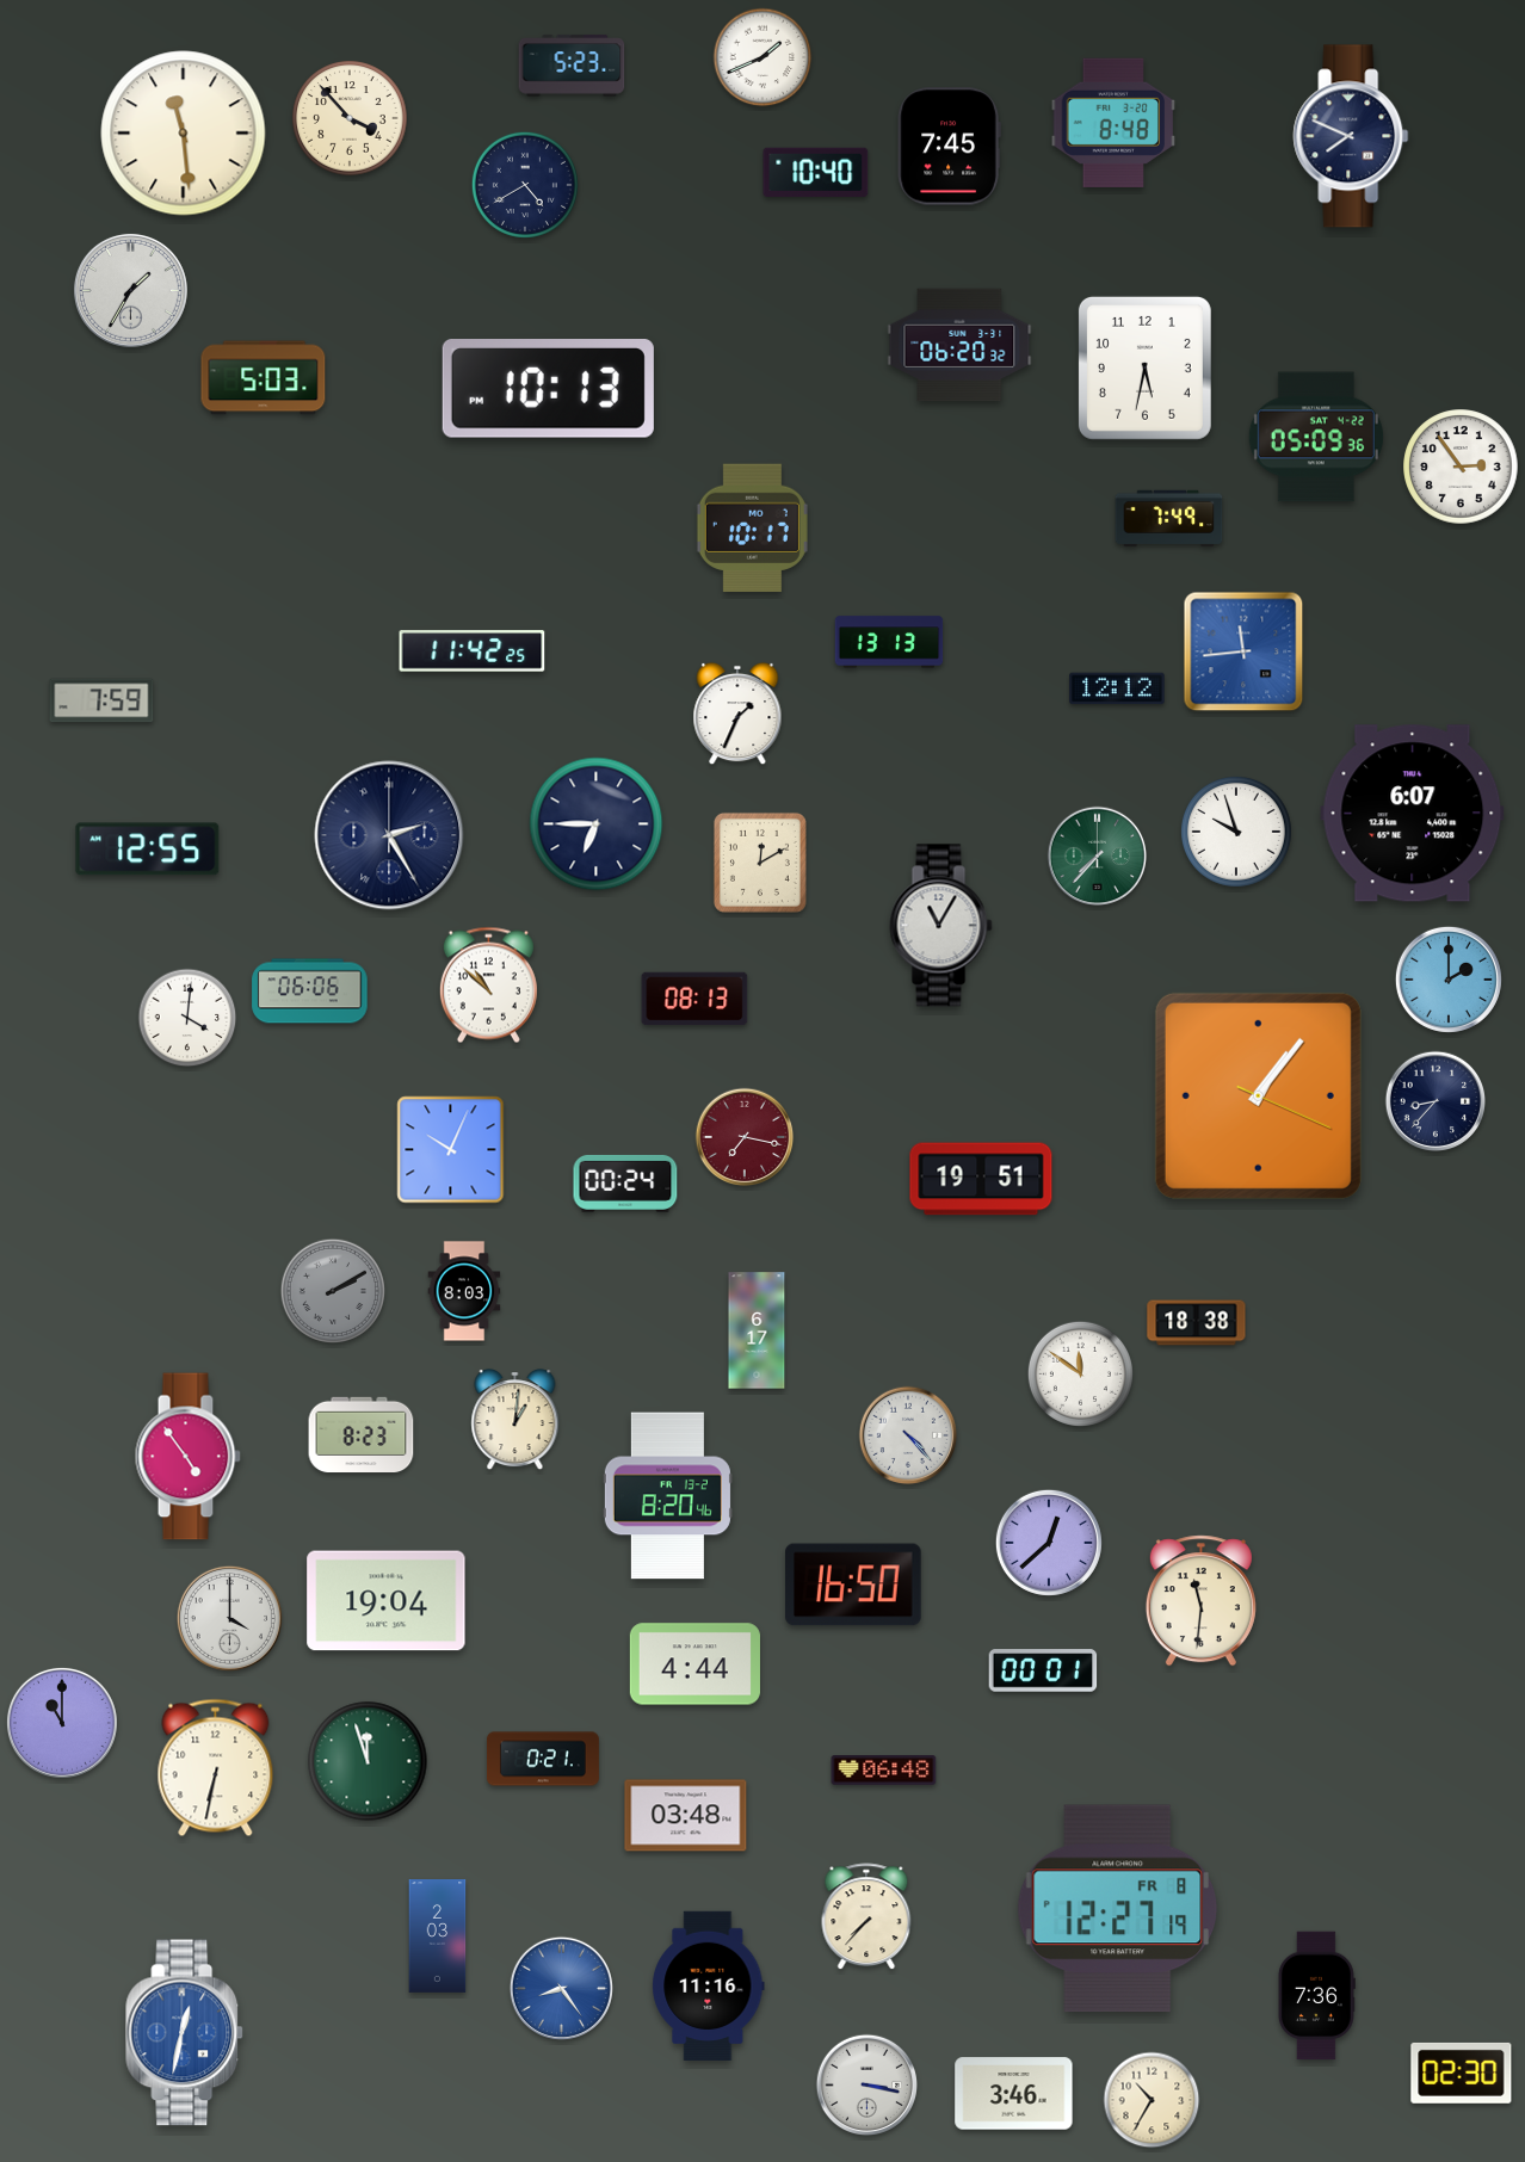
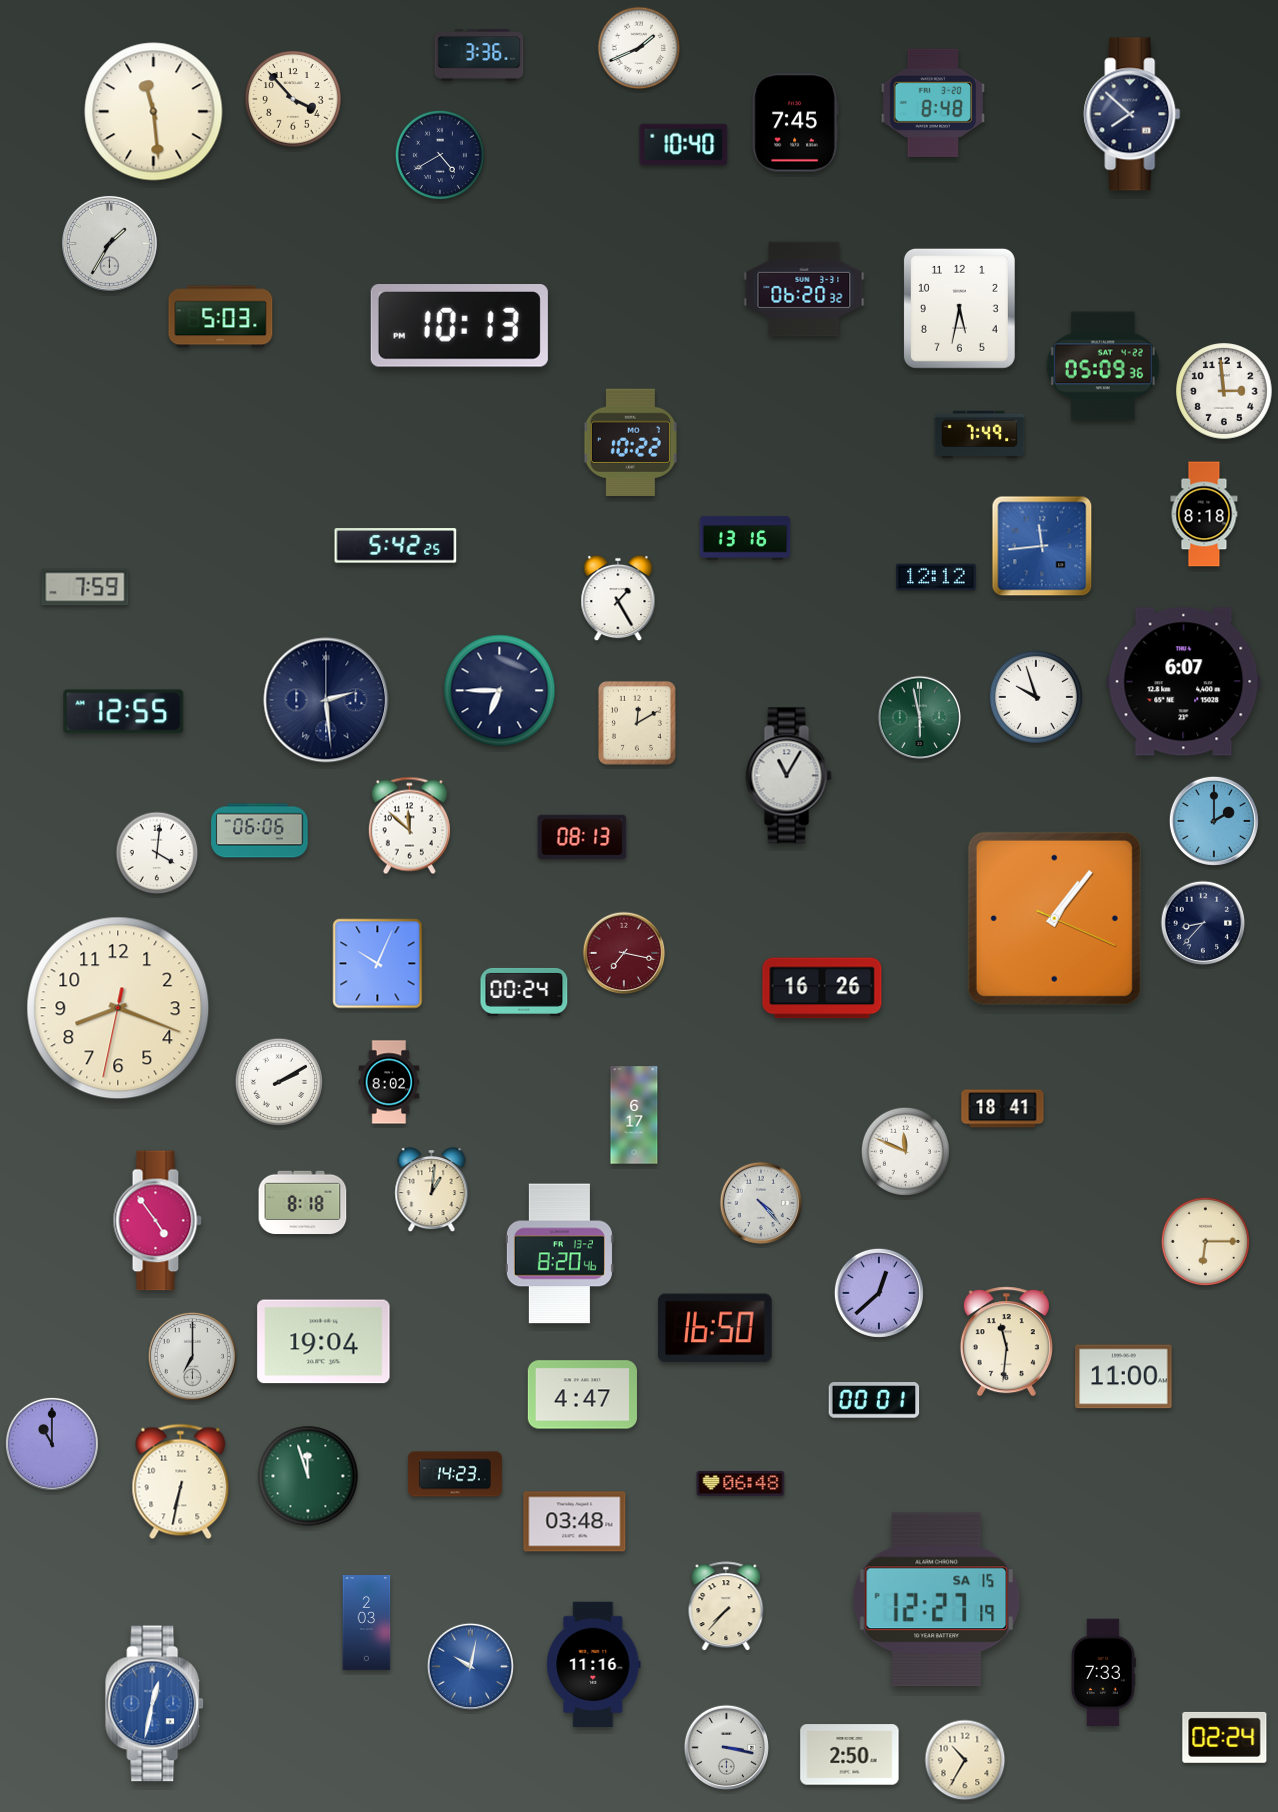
clock at (572, 66): 5:23 -> 3:36
clock at (1351, 136): 7:49 -> 7:52
clock at (1461, 467): 2:54 -> 2:59
clock at (752, 529): 10:17 -> 10:22
clock at (1204, 514): none -> 8:18
clock at (889, 642): 13:13 -> 13:16
clock at (473, 651): 11:42 -> 5:42
clock at (737, 714): 1:34 -> 1:25
clock at (389, 835): 2:25 -> 2:29
clock at (1098, 857): 7:37 -> 5:58
clock at (488, 986): 10:52 -> 11:52
clock at (981, 1179): 19:51 -> 16:26
clock at (118, 1008): none -> 8:18
clock at (332, 1290) dial: grey -> white
clock at (464, 1291): 8:03 -> 8:02
clock at (1197, 1323): 18:38 -> 18:41
clock at (1080, 1373): 11:51 -> 11:49
clock at (362, 1435): 8:23 -> 8:18
clock at (1205, 1241): none -> 6:15
clock at (229, 1618): 4:00 -> 7:00
clock at (1124, 1377): none -> 11:00
clock at (694, 1664): 4:44 -> 4:47
clock at (543, 1759): 0:21 -> 14:23
clock at (1118, 1909) date: FR 8 -> SA 15
clock at (561, 1988): 8:24 -> 10:02
clock at (1316, 1996): 7:36 -> 7:33
clock at (1462, 2073): 02:30 -> 02:24
clock at (1014, 2094): 3:46 -> 2:50
